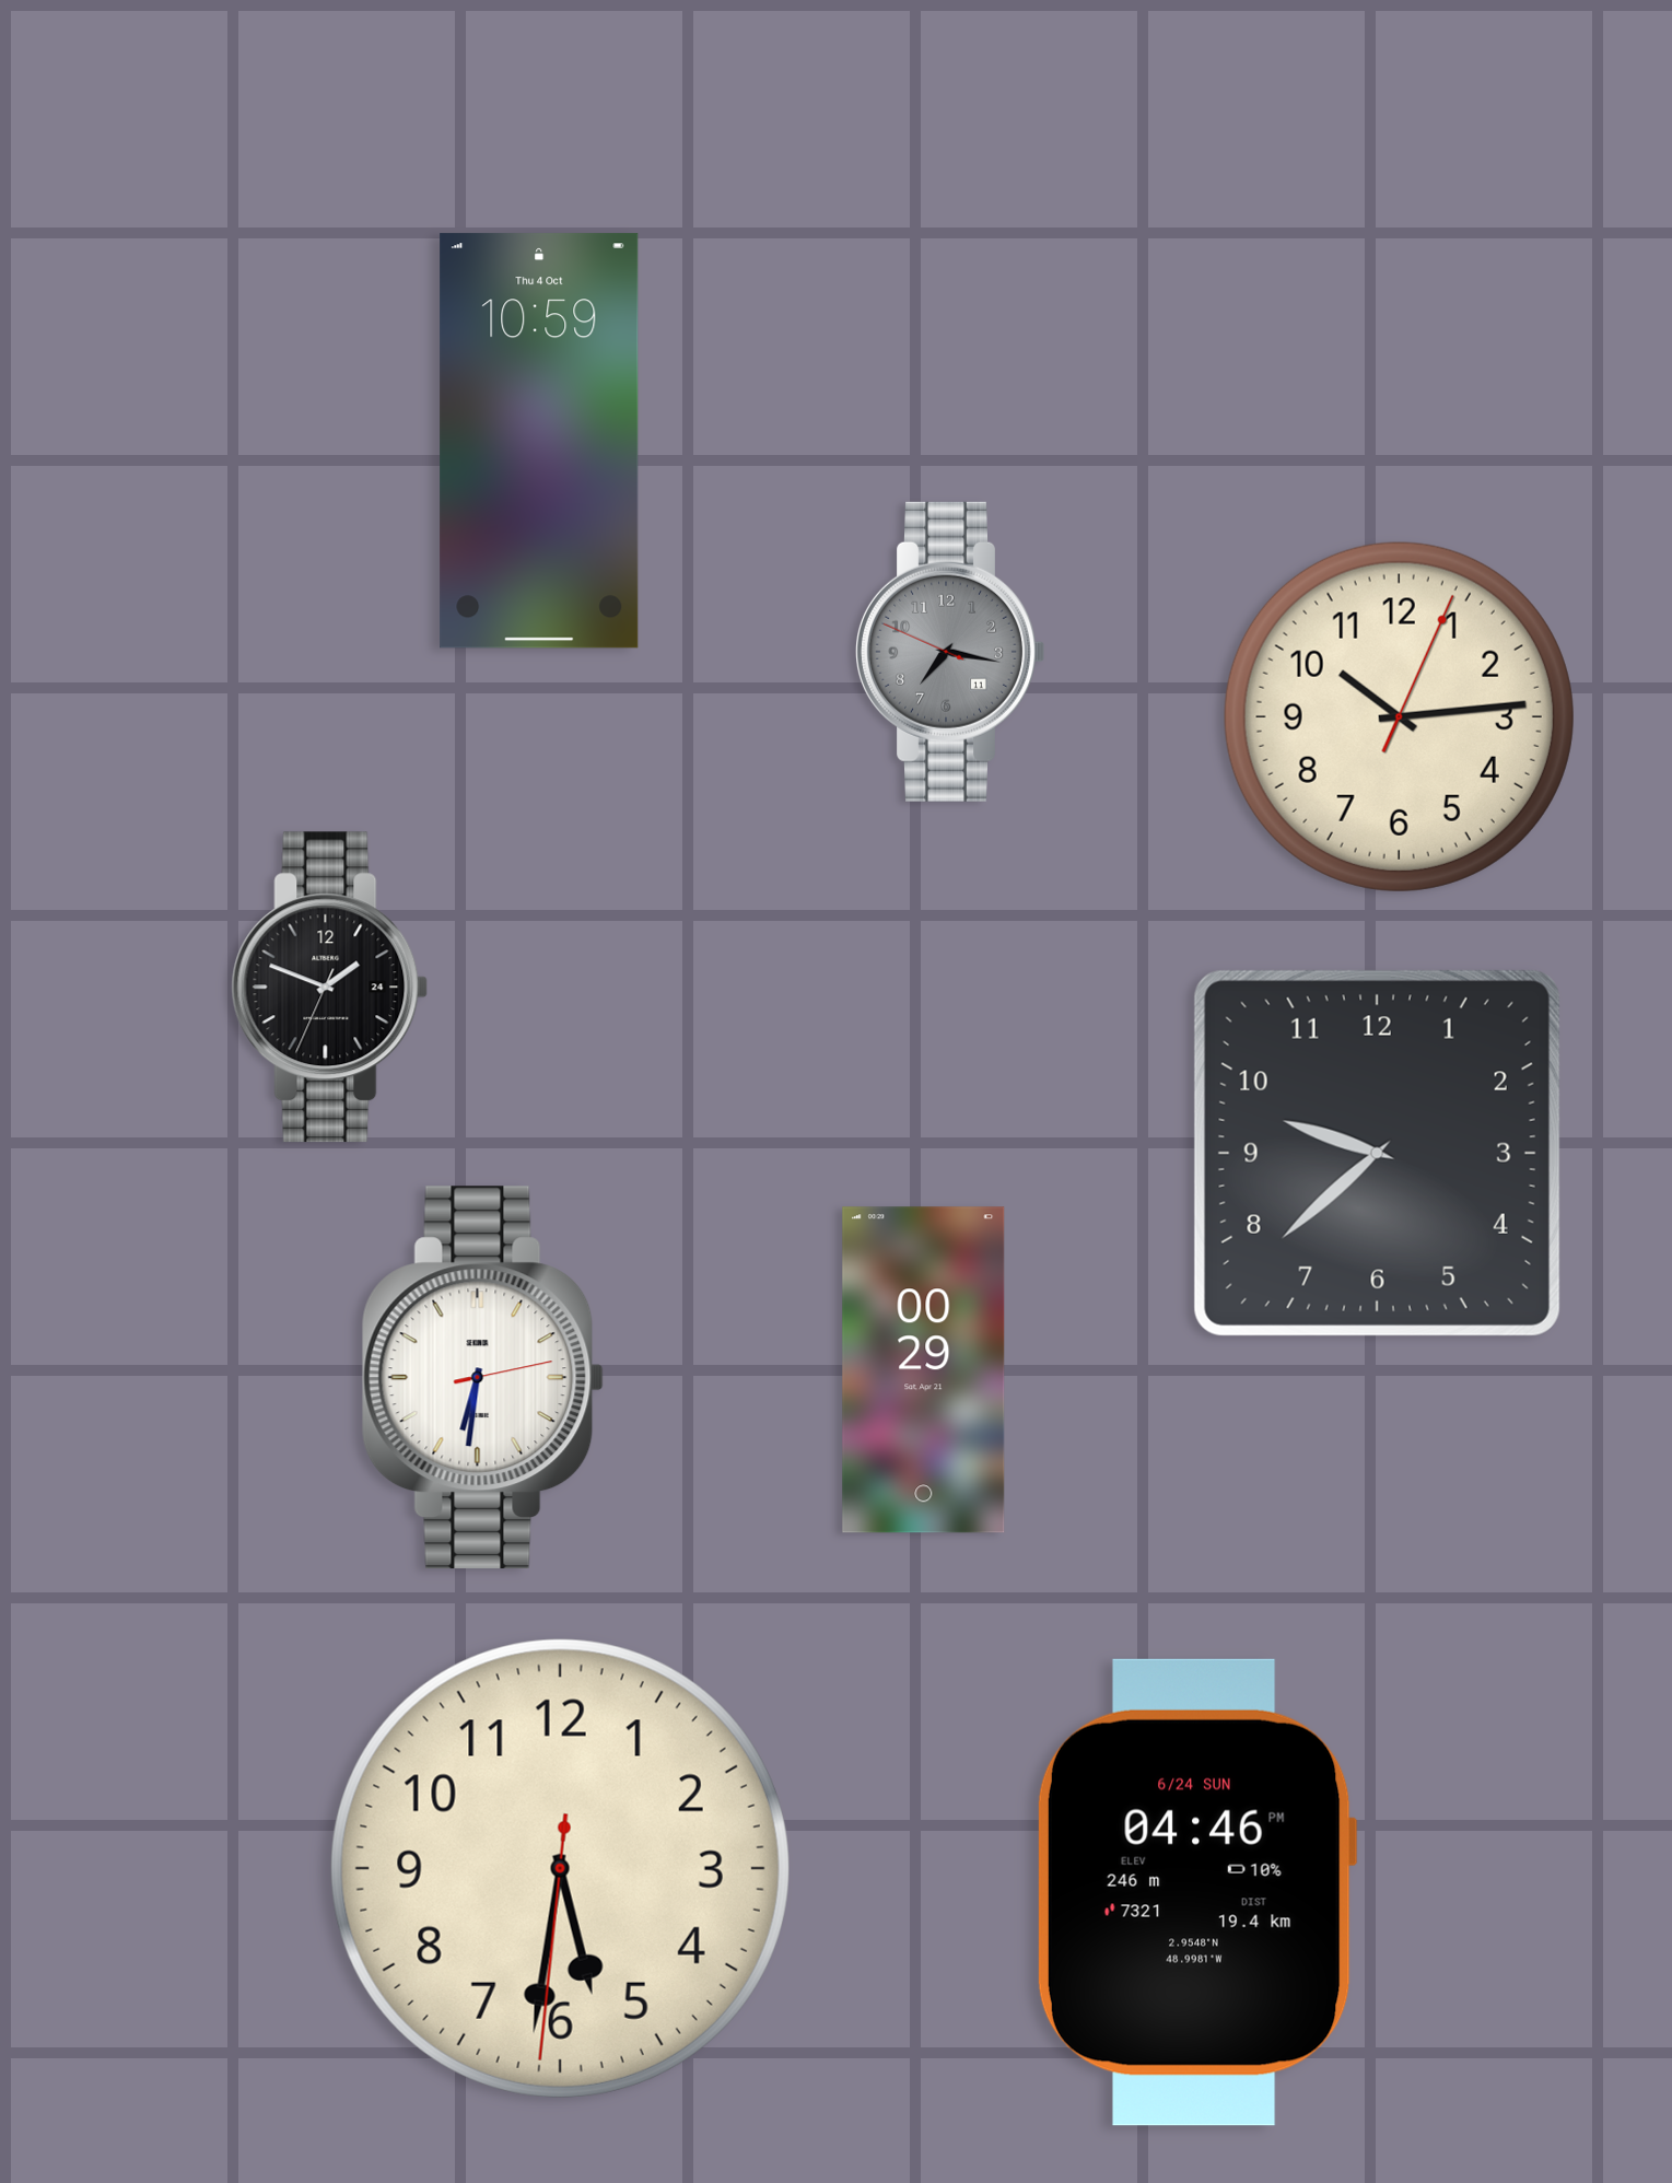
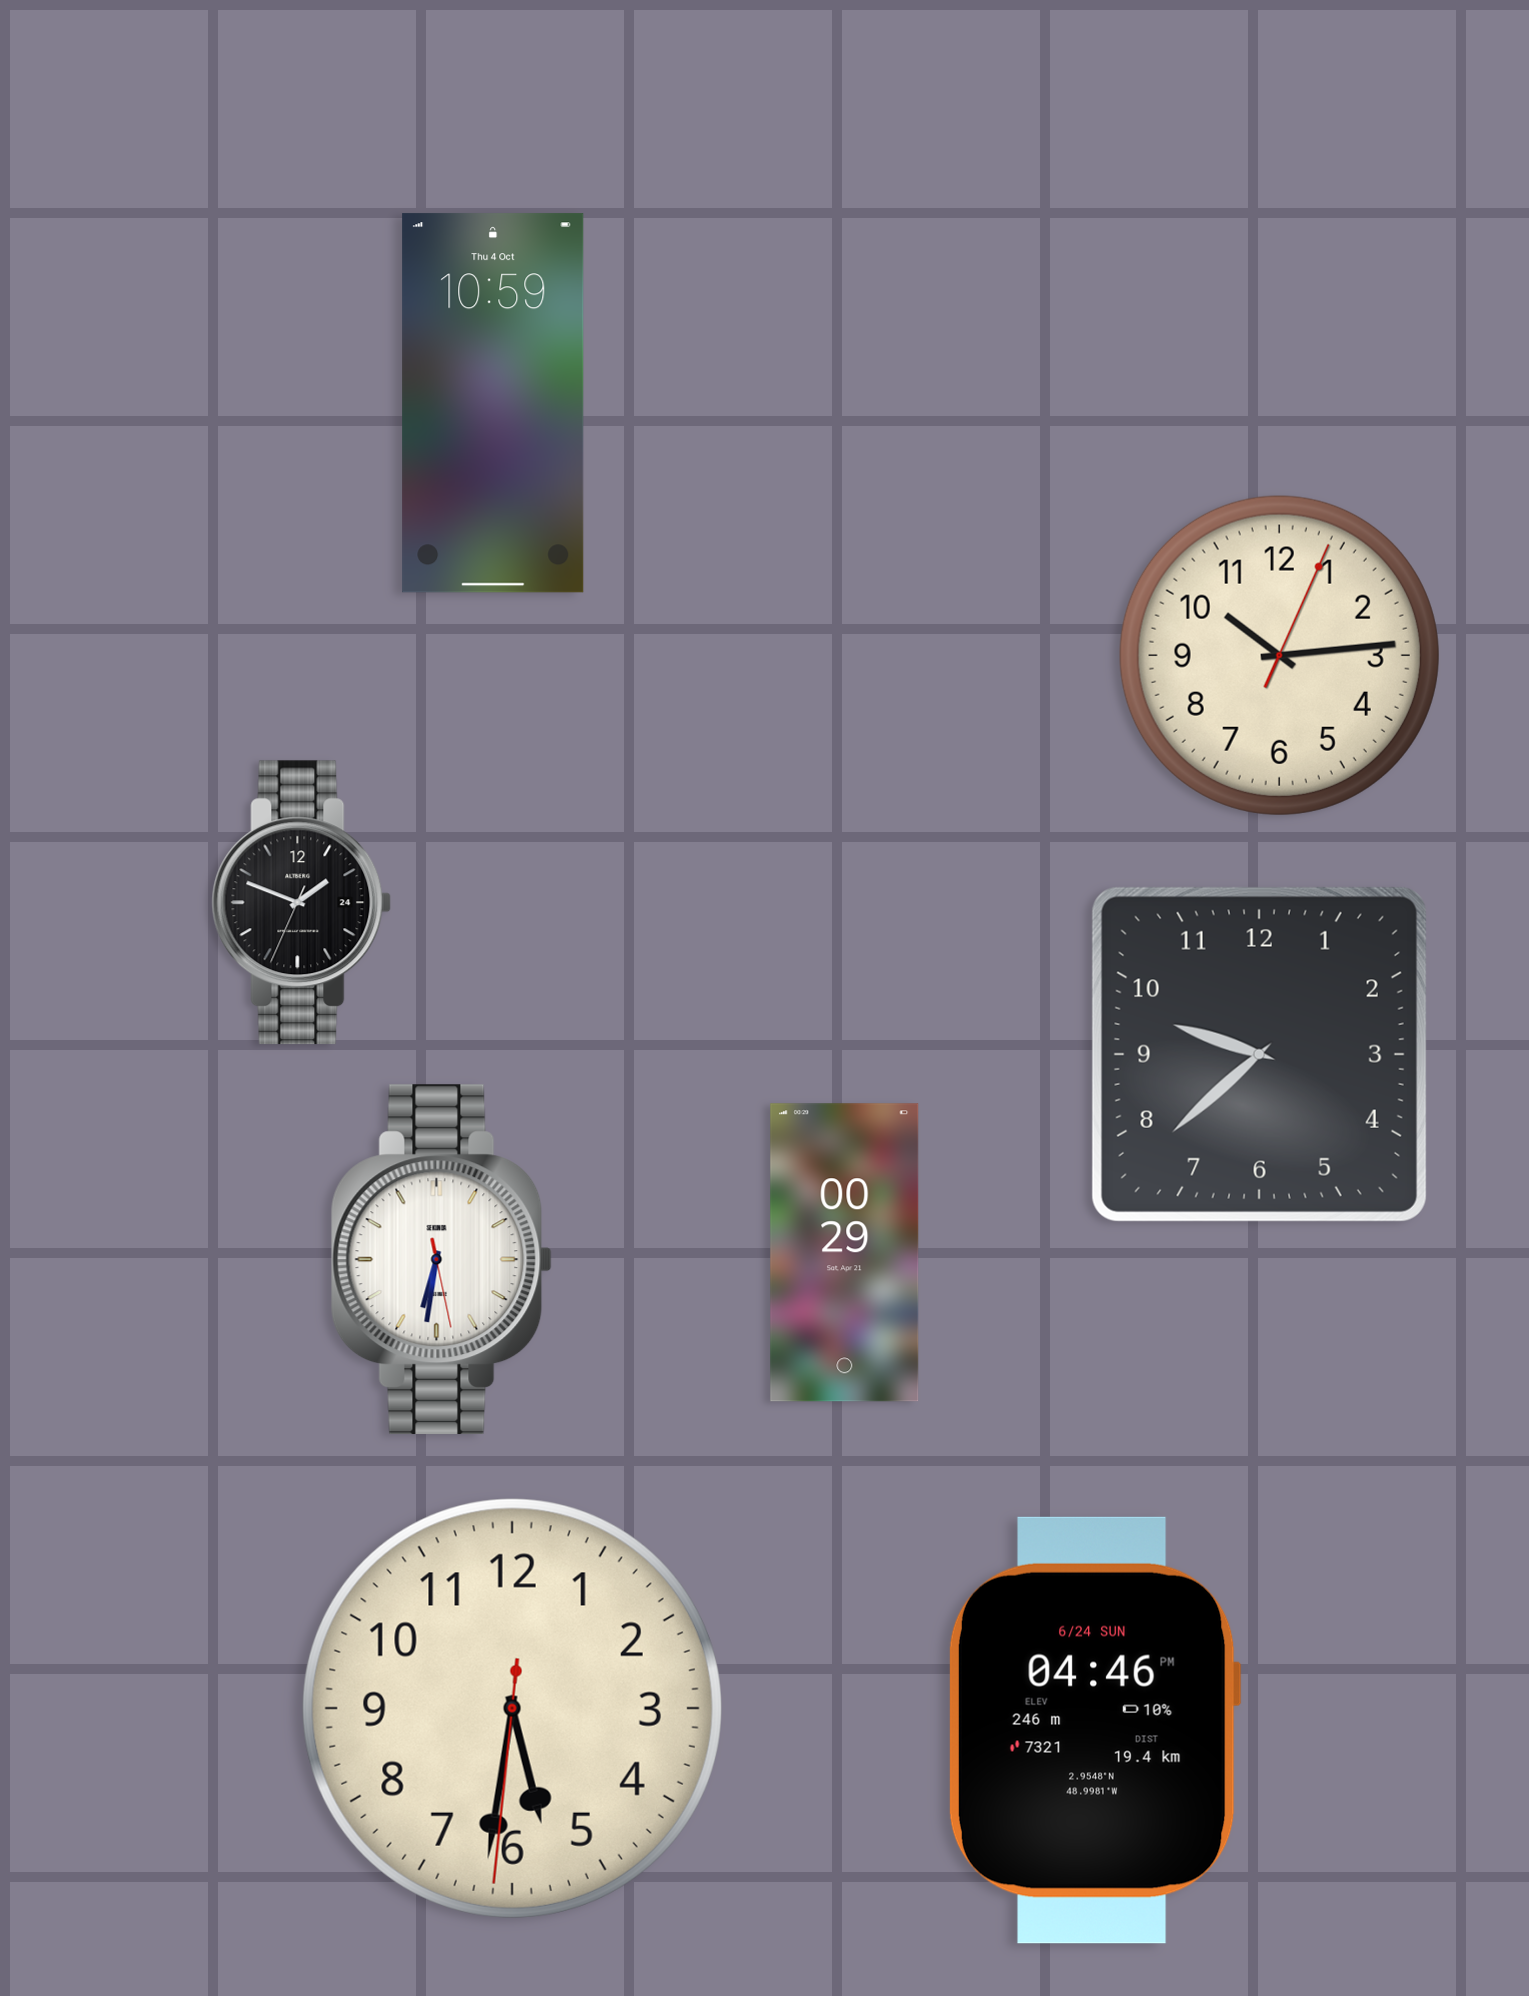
clock at (950, 652): 7:16 -> none
clock at (482, 1378): 6:31:13 -> 6:31:28
